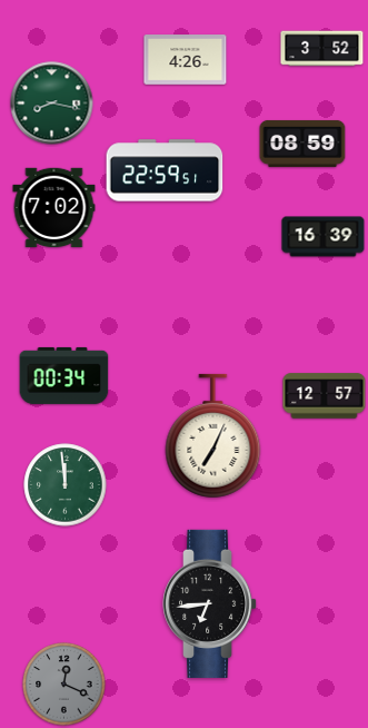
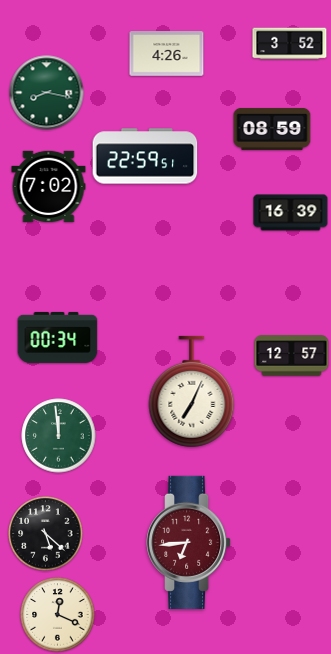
clock at (165, 170) position: (165, 170) -> (145, 156)
clock at (46, 534): none -> 5:22
clock at (211, 603) dial: black -> burgundy
clock at (64, 685) dial: grey -> cream
